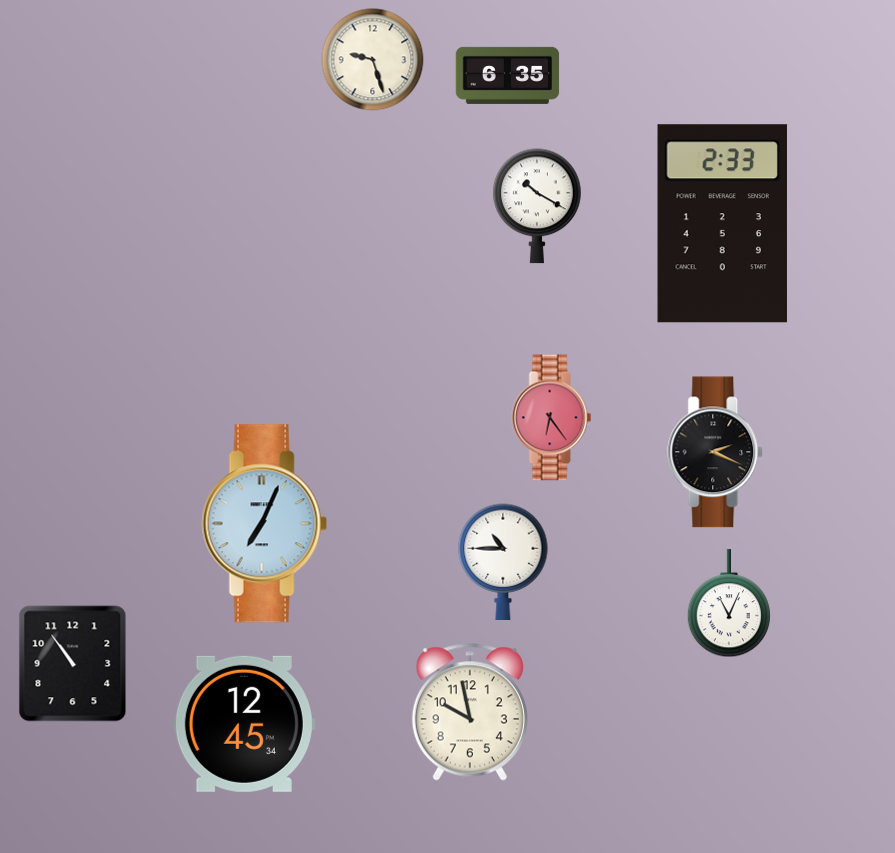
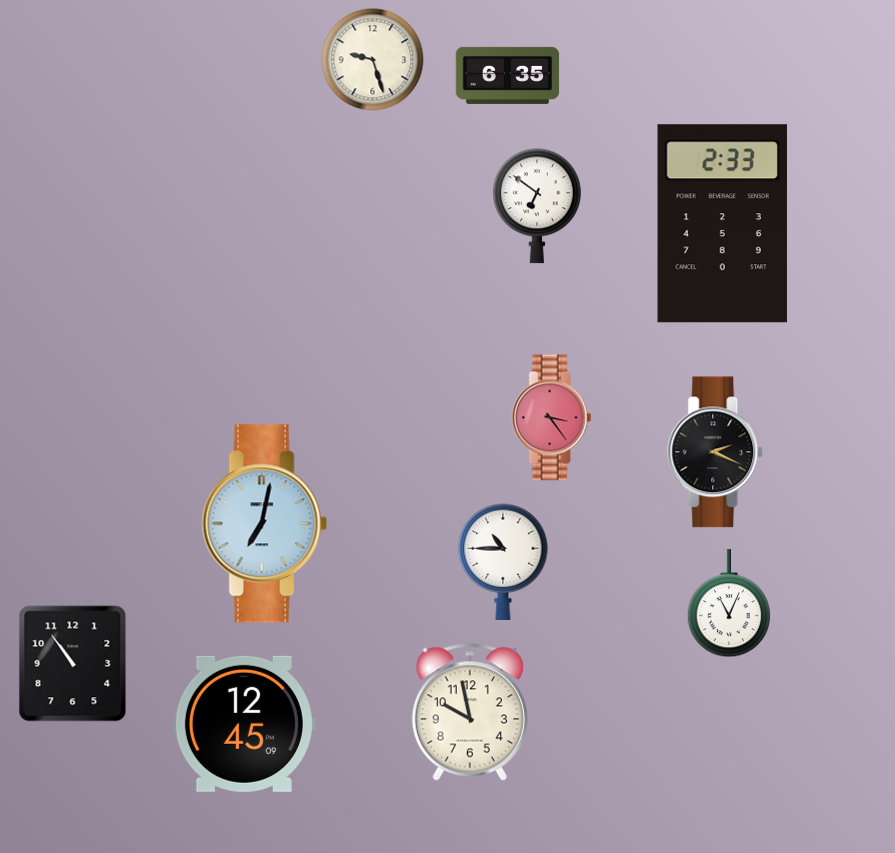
clock at (538, 206): 10:20 -> 6:51
clock at (552, 418): 6:24 -> 3:24
clock at (264, 524): 7:04 -> 7:02
clock at (244, 724): 12:45:34 -> 12:45:09
